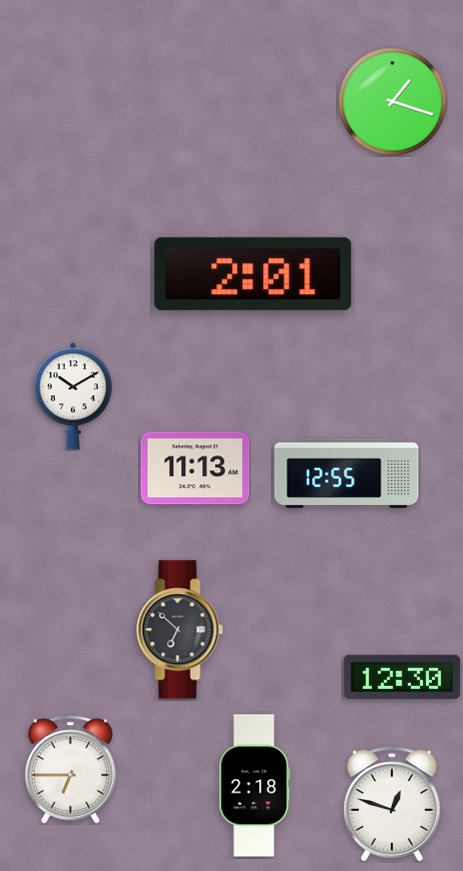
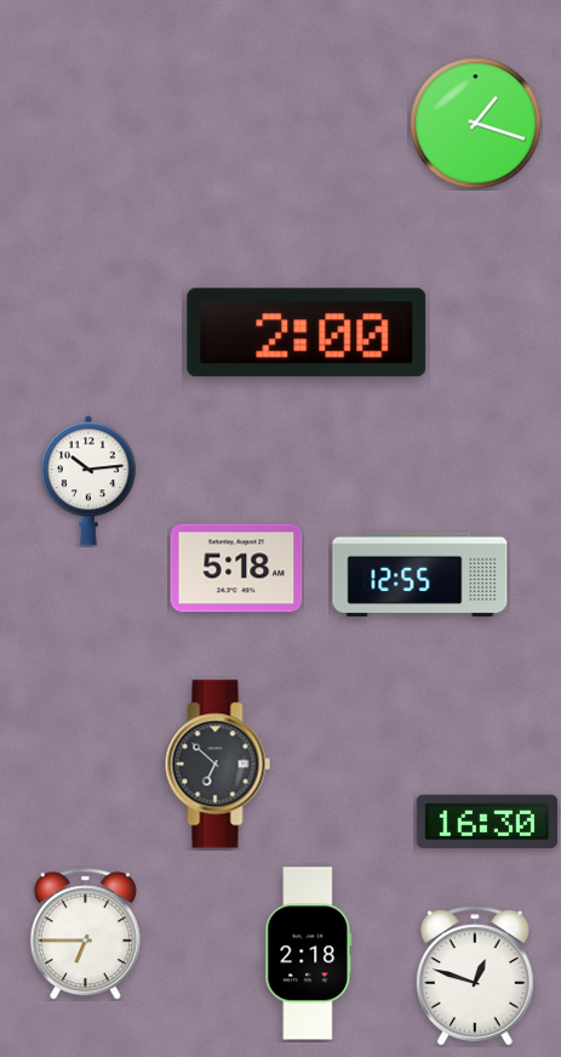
clock at (253, 274): 2:01 -> 2:00
clock at (73, 396): 10:10 -> 10:14
clock at (195, 468): 11:13 -> 5:18
clock at (402, 677): 12:30 -> 16:30
